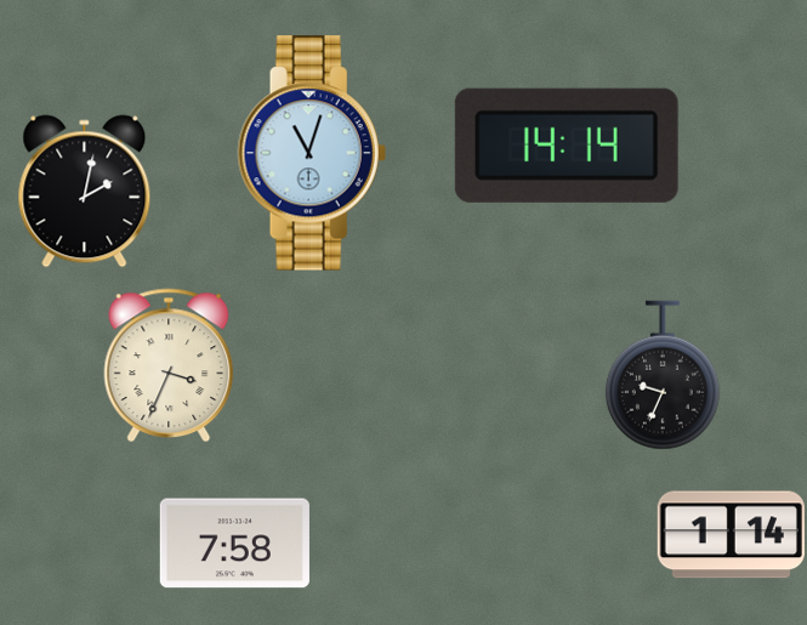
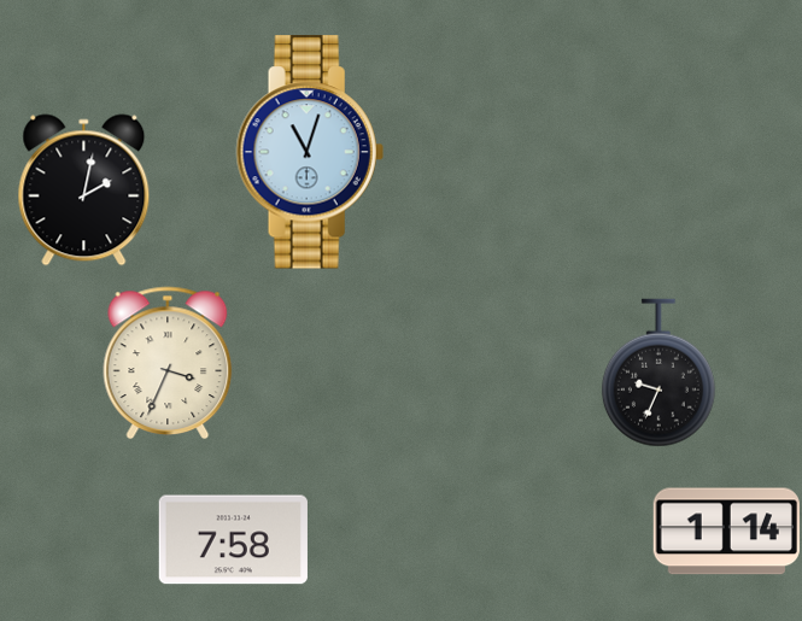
clock at (567, 146): 14:14 -> none
